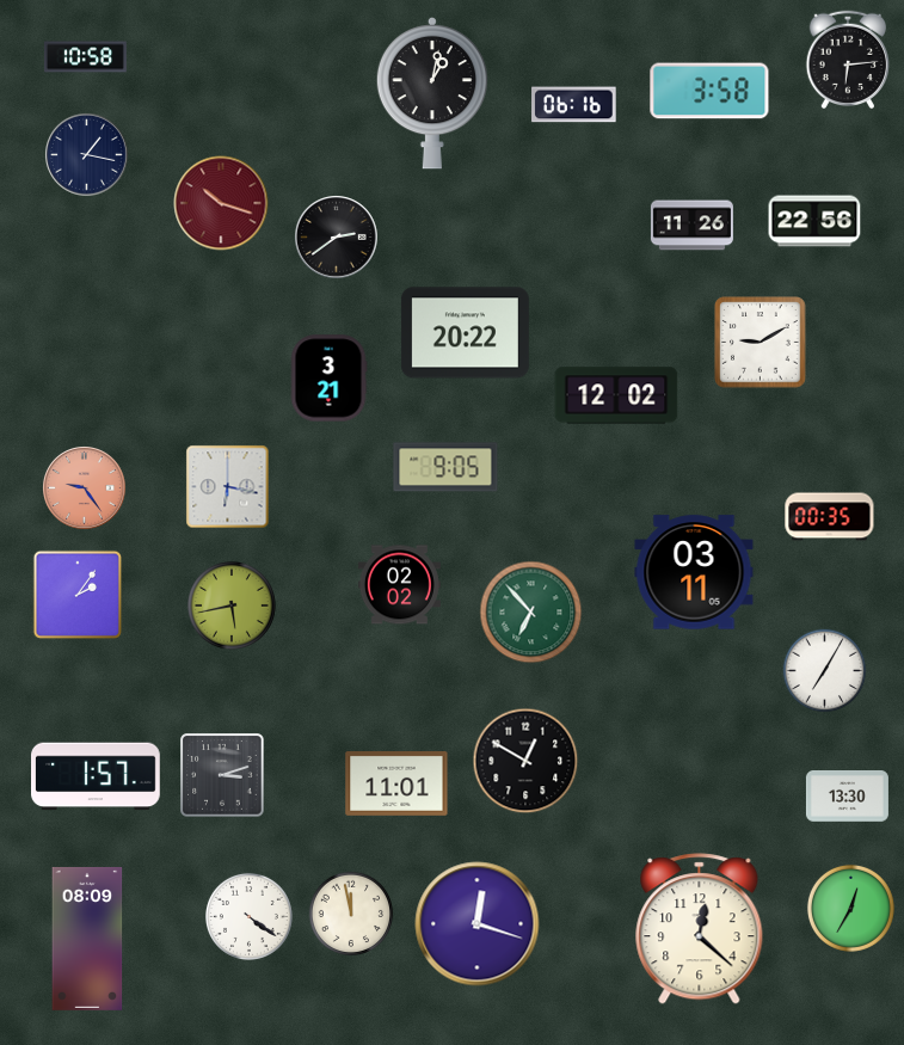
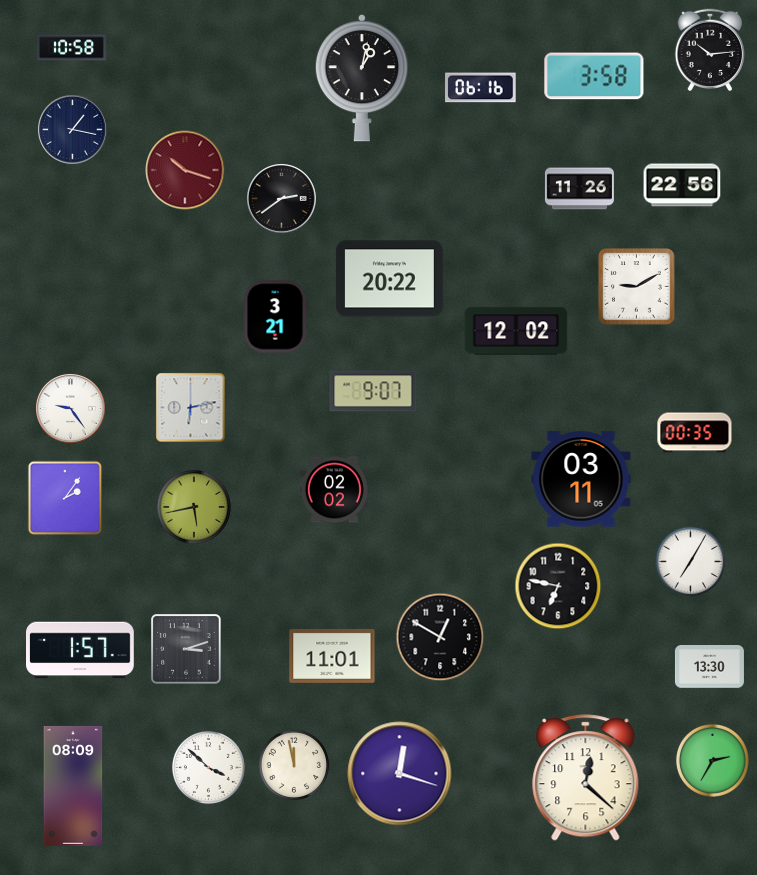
clock at (847, 59): 6:14 -> 10:14
clock at (445, 467): 9:05 -> 9:07
clock at (228, 487): 6:17 -> 6:13
clock at (85, 488) dial: salmon -> white
clock at (531, 613): 6:53 -> none
clock at (558, 586): none -> 6:47
clock at (850, 908): 12:35 -> 2:35
clock at (248, 916): 4:21 -> 3:52
